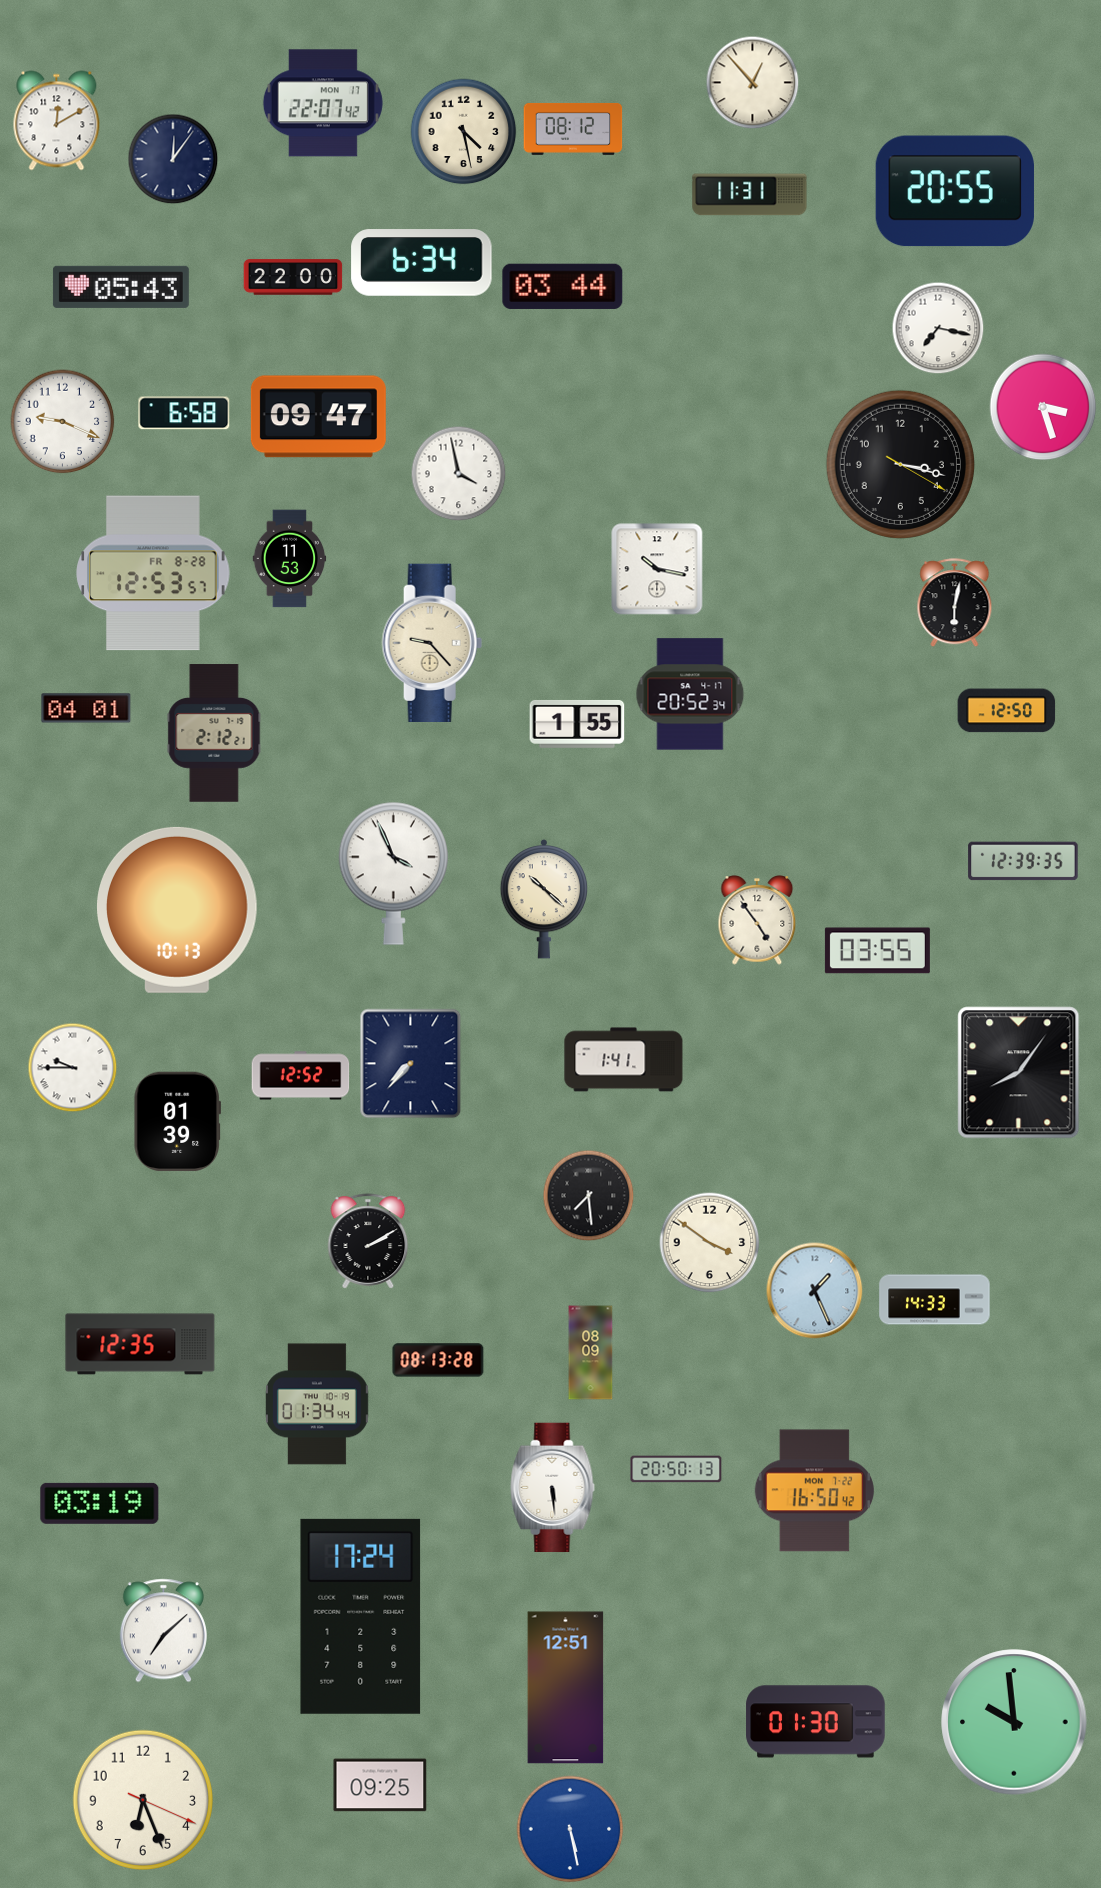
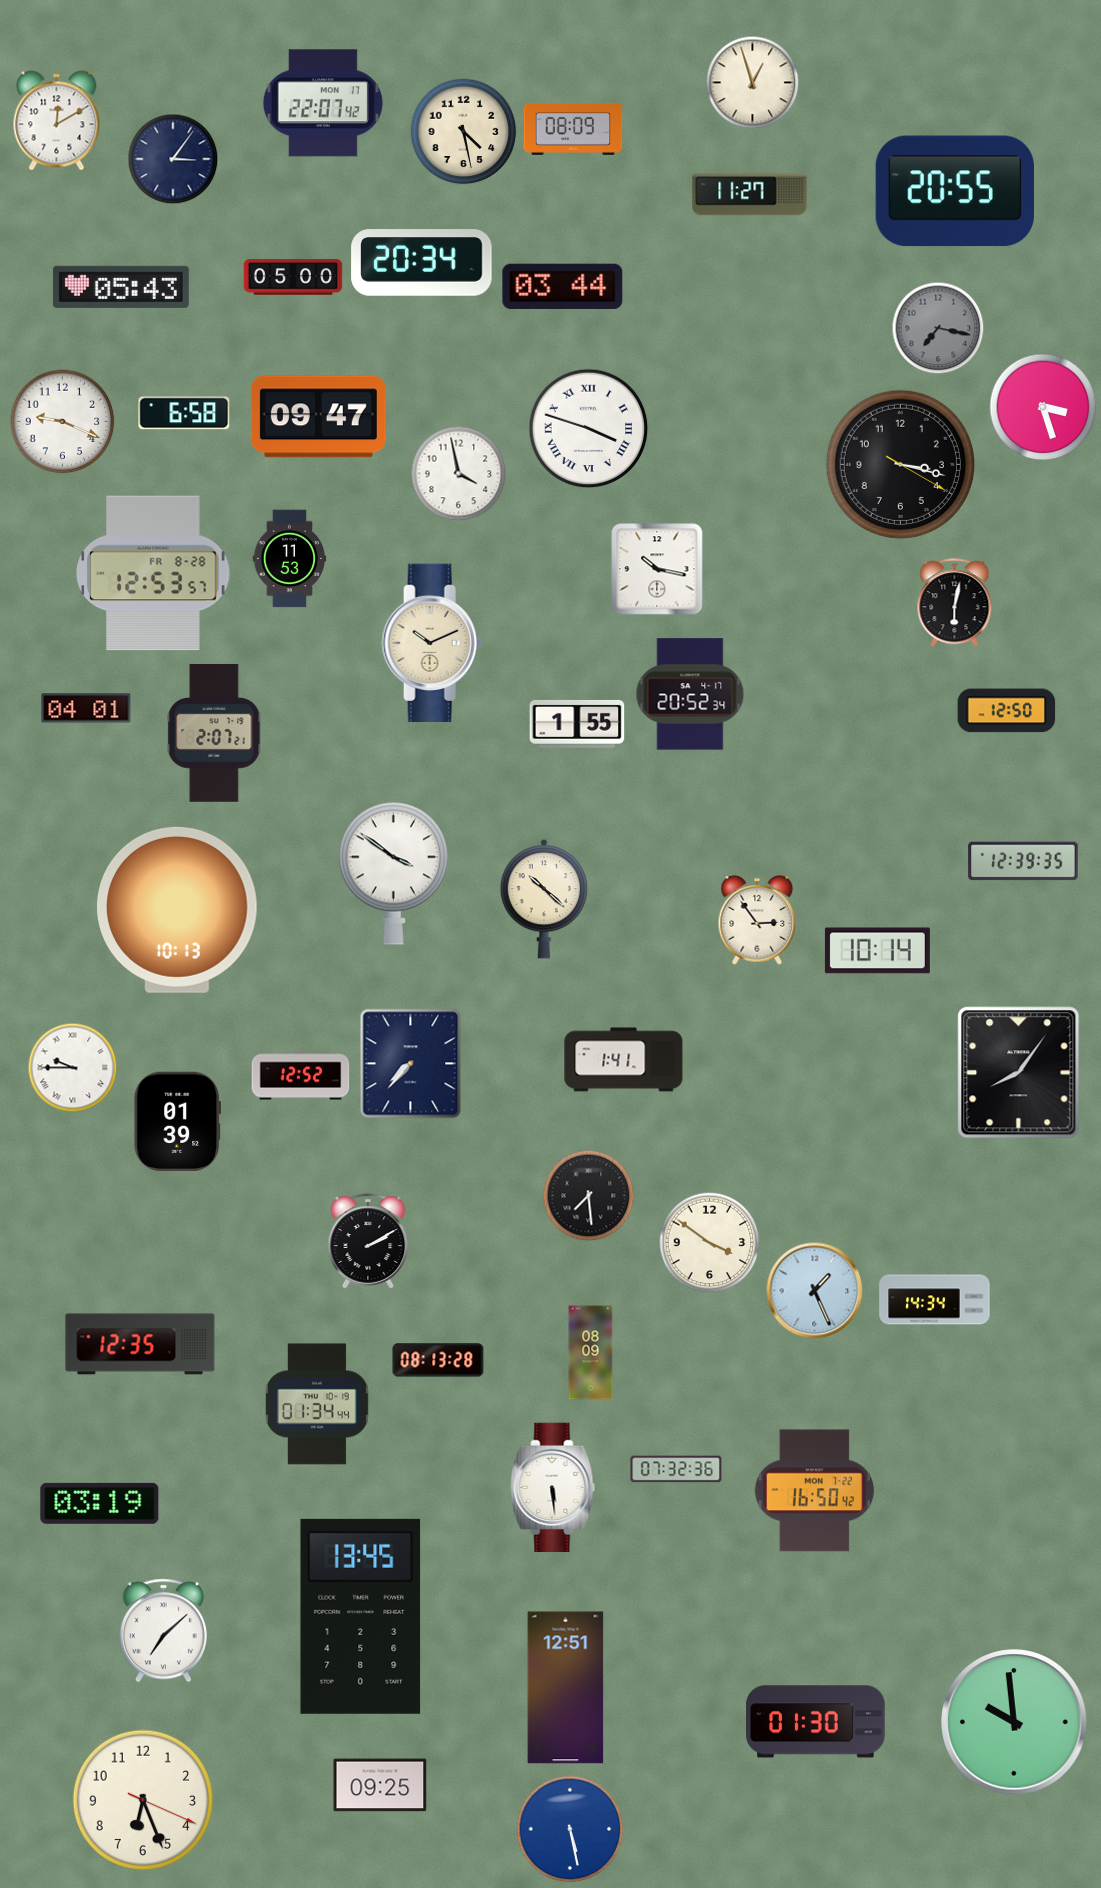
clock at (753, 83): 12:53 -> 12:57
clock at (573, 129): 08:12 -> 08:09
clock at (173, 159): 12:06 -> 3:06
clock at (750, 195): 11:31 -> 11:27
clock at (422, 263): 6:34 -> 20:34
clock at (293, 277): 22:00 -> 05:00
clock at (938, 328) dial: white -> grey
clock at (589, 429): none -> 3:48
clock at (432, 642): 9:23 -> 10:11
clock at (214, 733): 2:12 -> 2:07
clock at (393, 873): 3:56 -> 3:51
clock at (757, 920): 4:54 -> 2:54
clock at (877, 951): 03:55 -> 10:14
clock at (935, 1300): 14:33 -> 14:34
clock at (676, 1469): 20:50 -> 07:32
clock at (361, 1616): 17:24 -> 13:45
